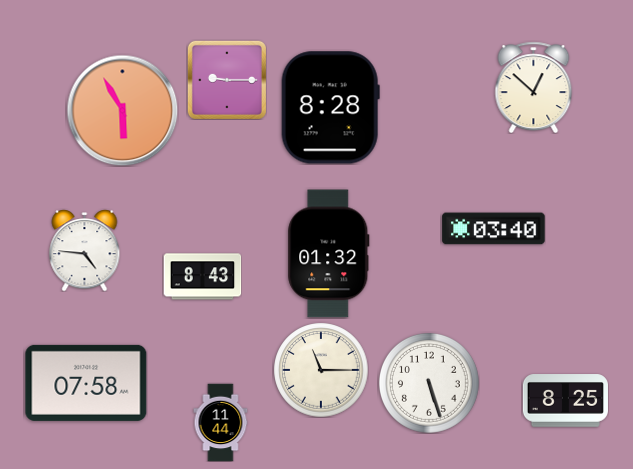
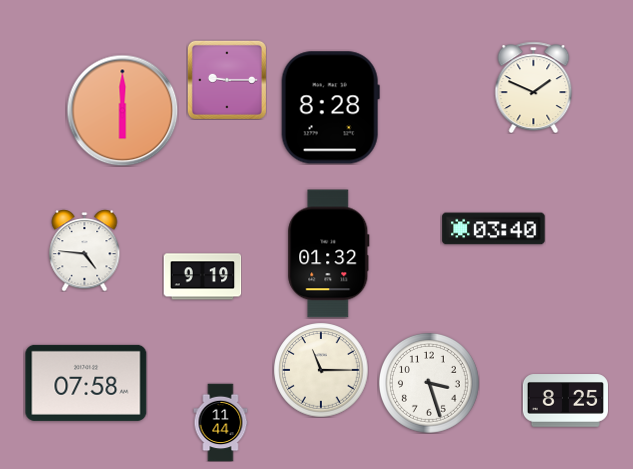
clock at (534, 87): 12:52 -> 1:49
clock at (122, 110): 5:55 -> 6:00
clock at (202, 277): 8:43 -> 9:19
clock at (429, 383): 5:27 -> 3:27
